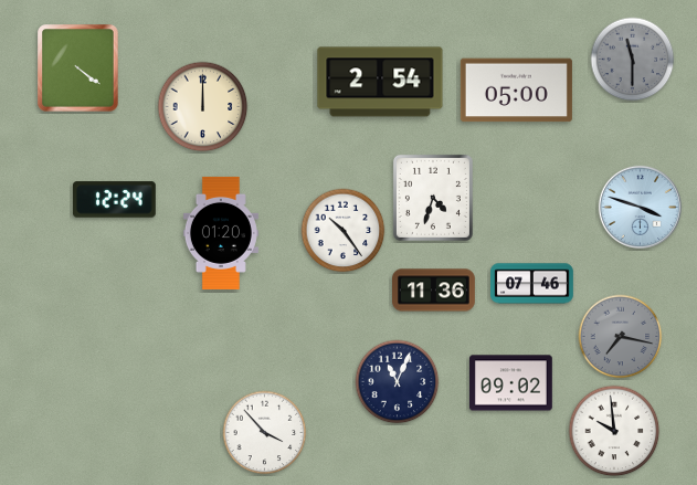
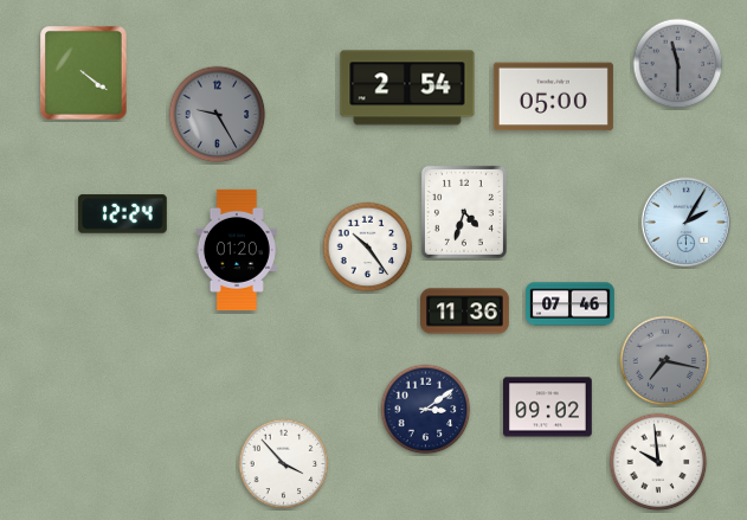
clock at (203, 107): 12:00 -> 9:25
clock at (203, 107) dial: cream -> grey
clock at (640, 207): 3:48 -> 2:05
clock at (398, 382): 11:04 -> 3:09
clock at (511, 383) position: (511, 383) -> (548, 407)
